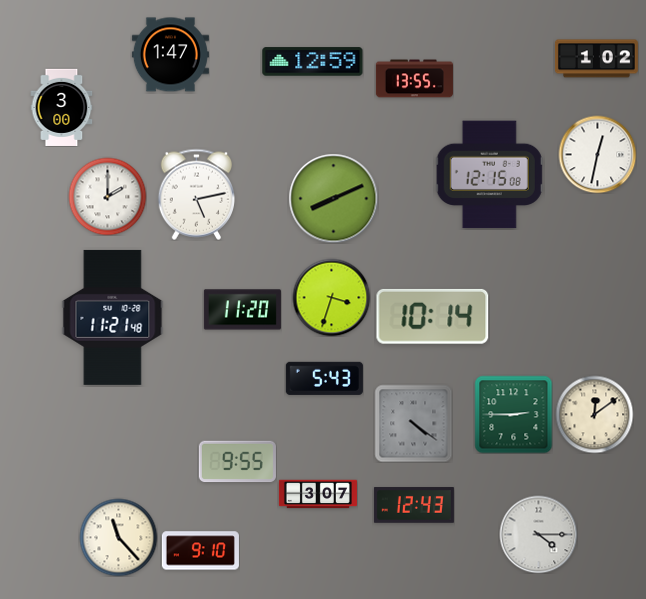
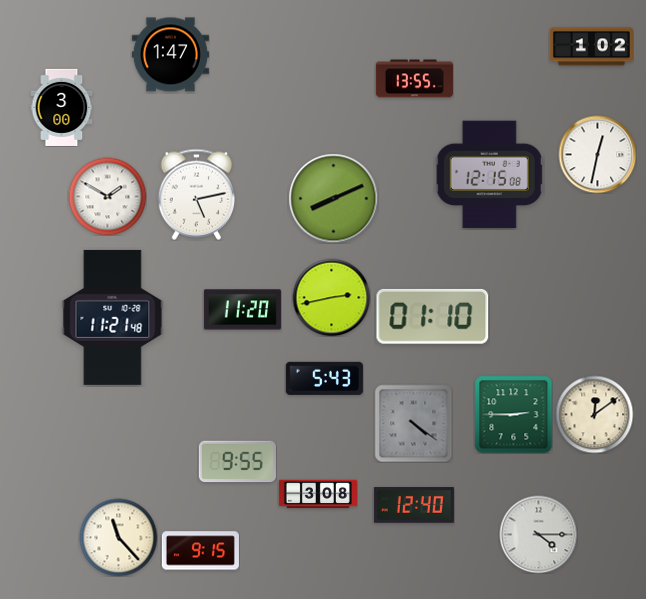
clock at (596, 59) position: (596, 59) -> (591, 47)
clock at (313, 62): 12:59 -> none
clock at (107, 196): 2:00 -> 1:50
clock at (331, 297): 3:33 -> 2:43
clock at (433, 316): 10:14 -> 01:10
clock at (318, 494): 3:07 -> 3:08
clock at (414, 505): 12:43 -> 12:40
clock at (200, 551): 9:10 -> 9:15
